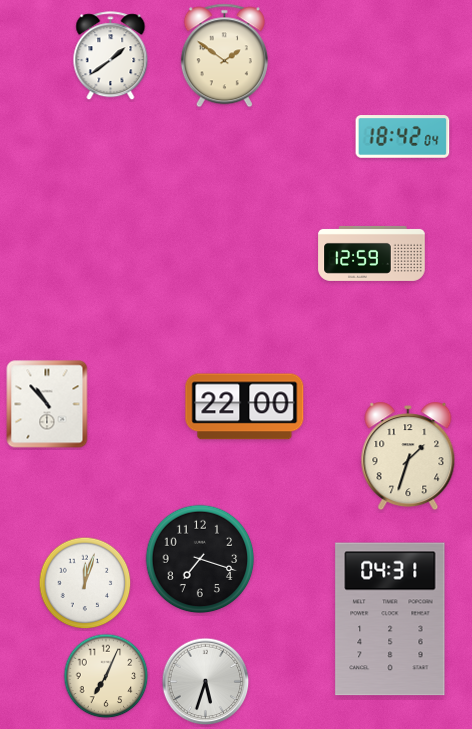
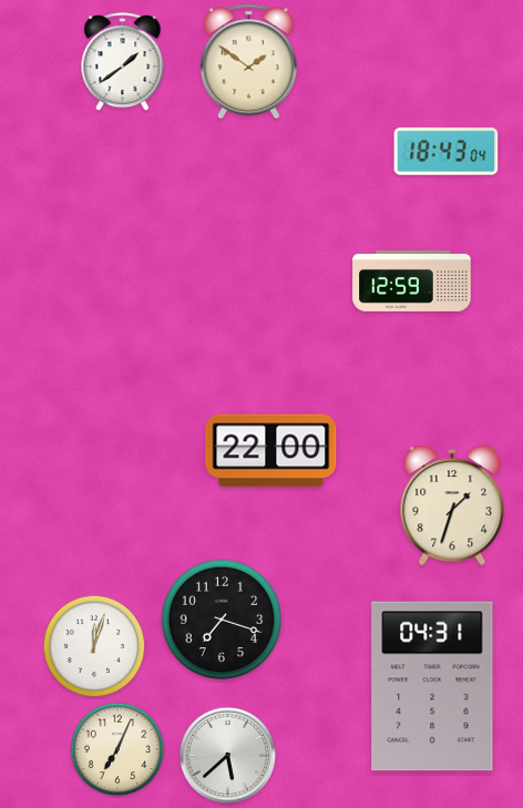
clock at (403, 137): 18:42 -> 18:43
clock at (47, 404): 10:53 -> none
clock at (206, 682): 5:33 -> 5:38
